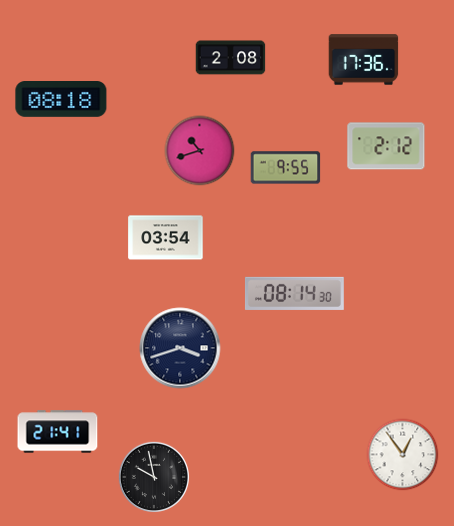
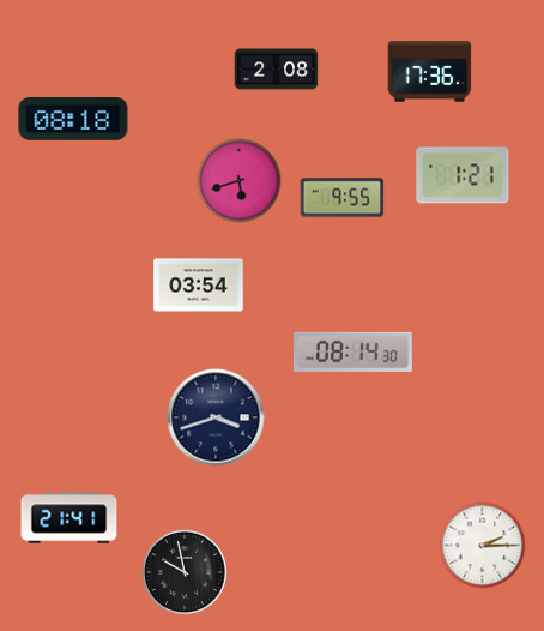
clock at (364, 60) position: (364, 60) -> (430, 72)
clock at (386, 146): 2:12 -> 1:21
clock at (200, 151): 10:42 -> 5:42
clock at (286, 168) position: (286, 168) -> (343, 198)
clock at (403, 455): 12:54 -> 2:15
